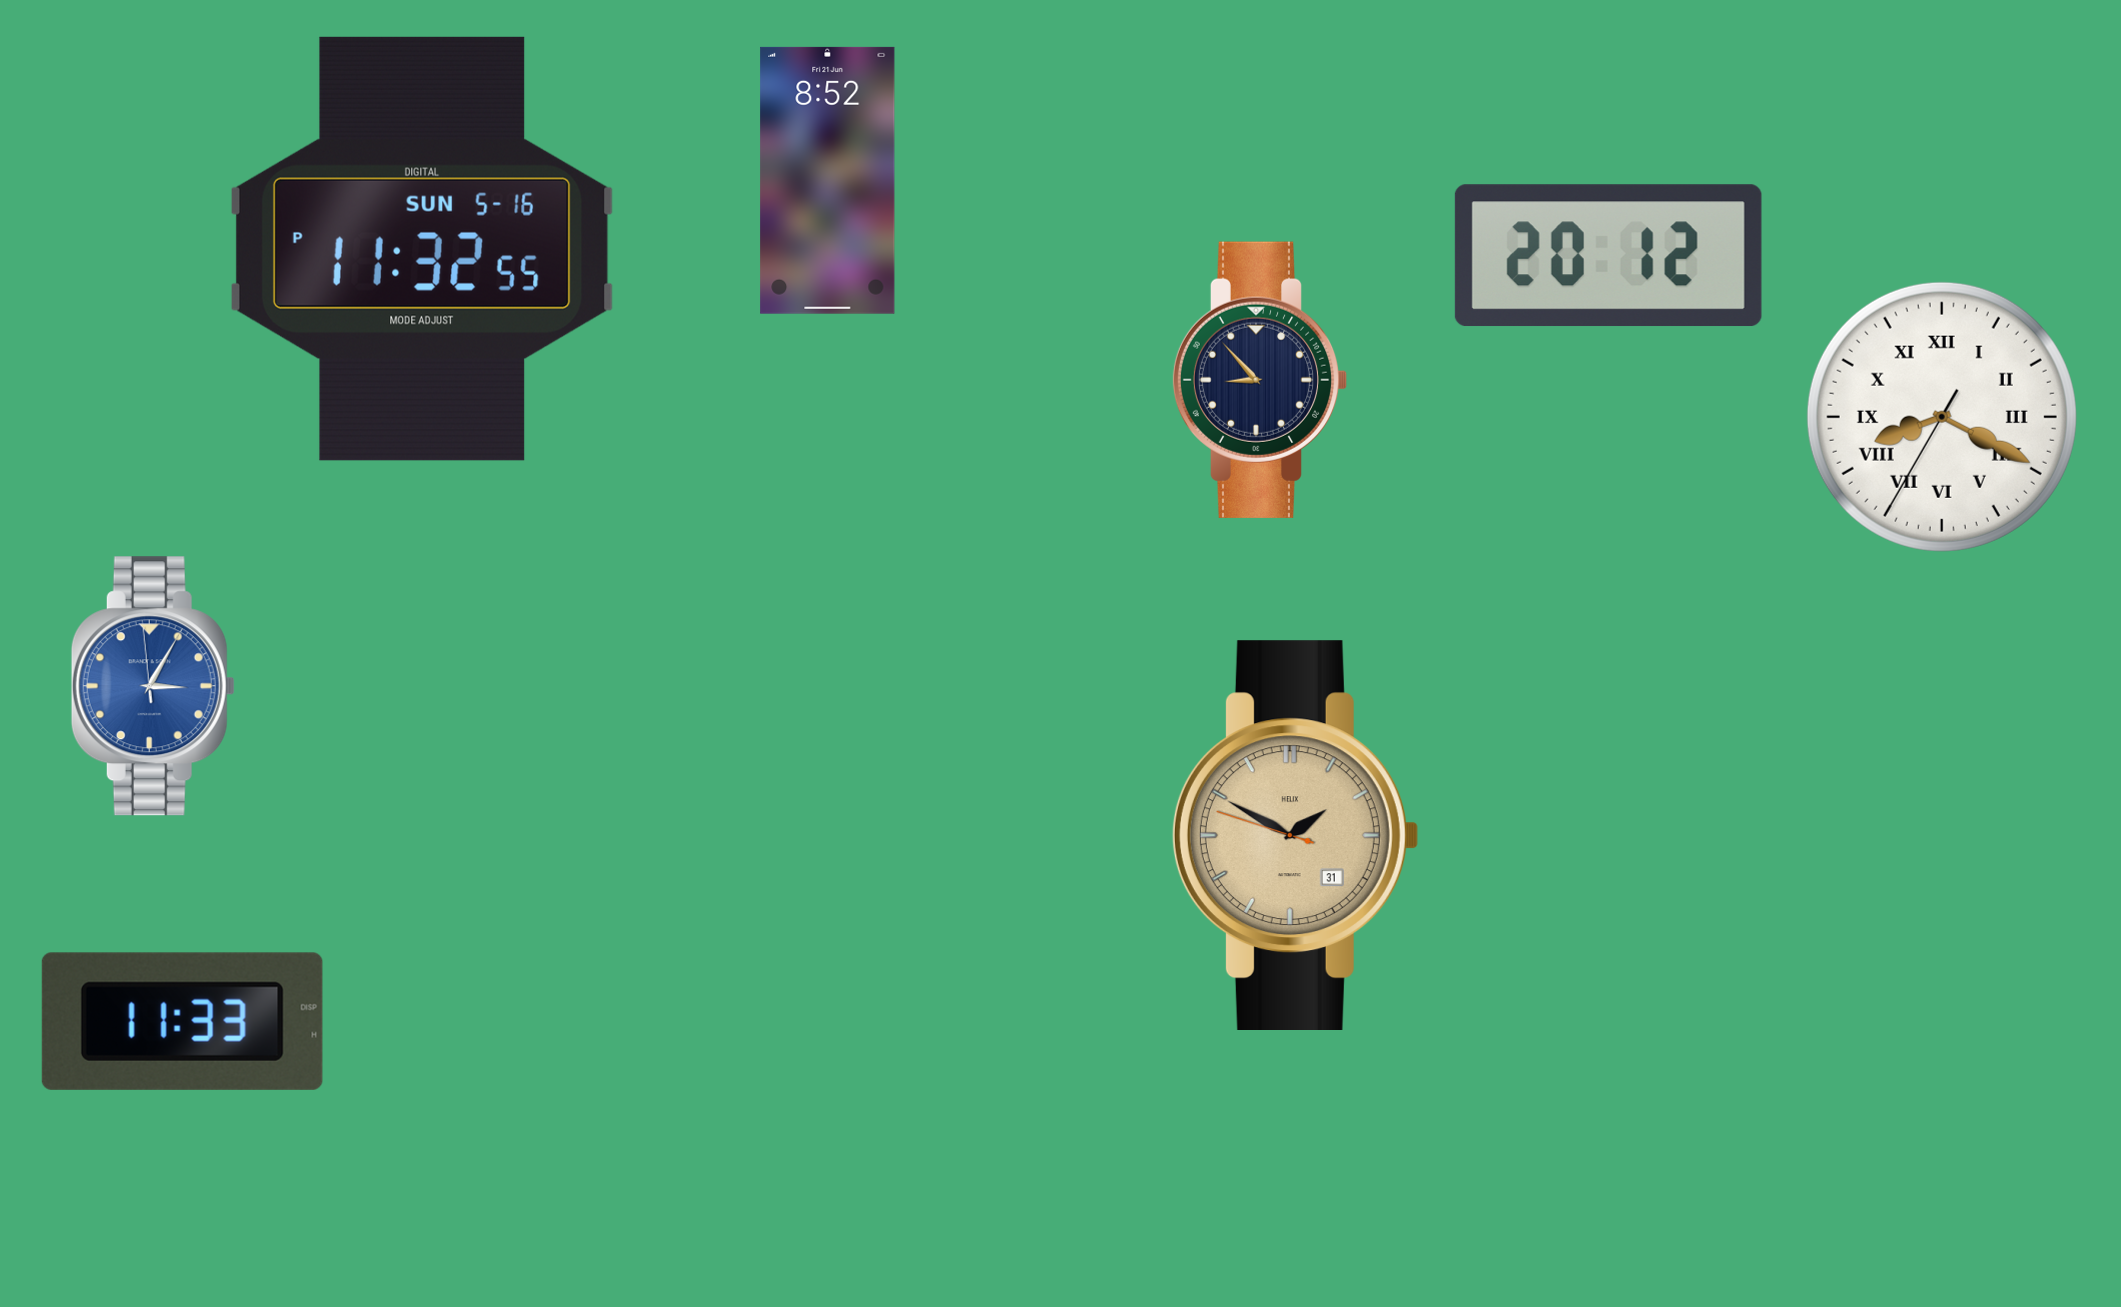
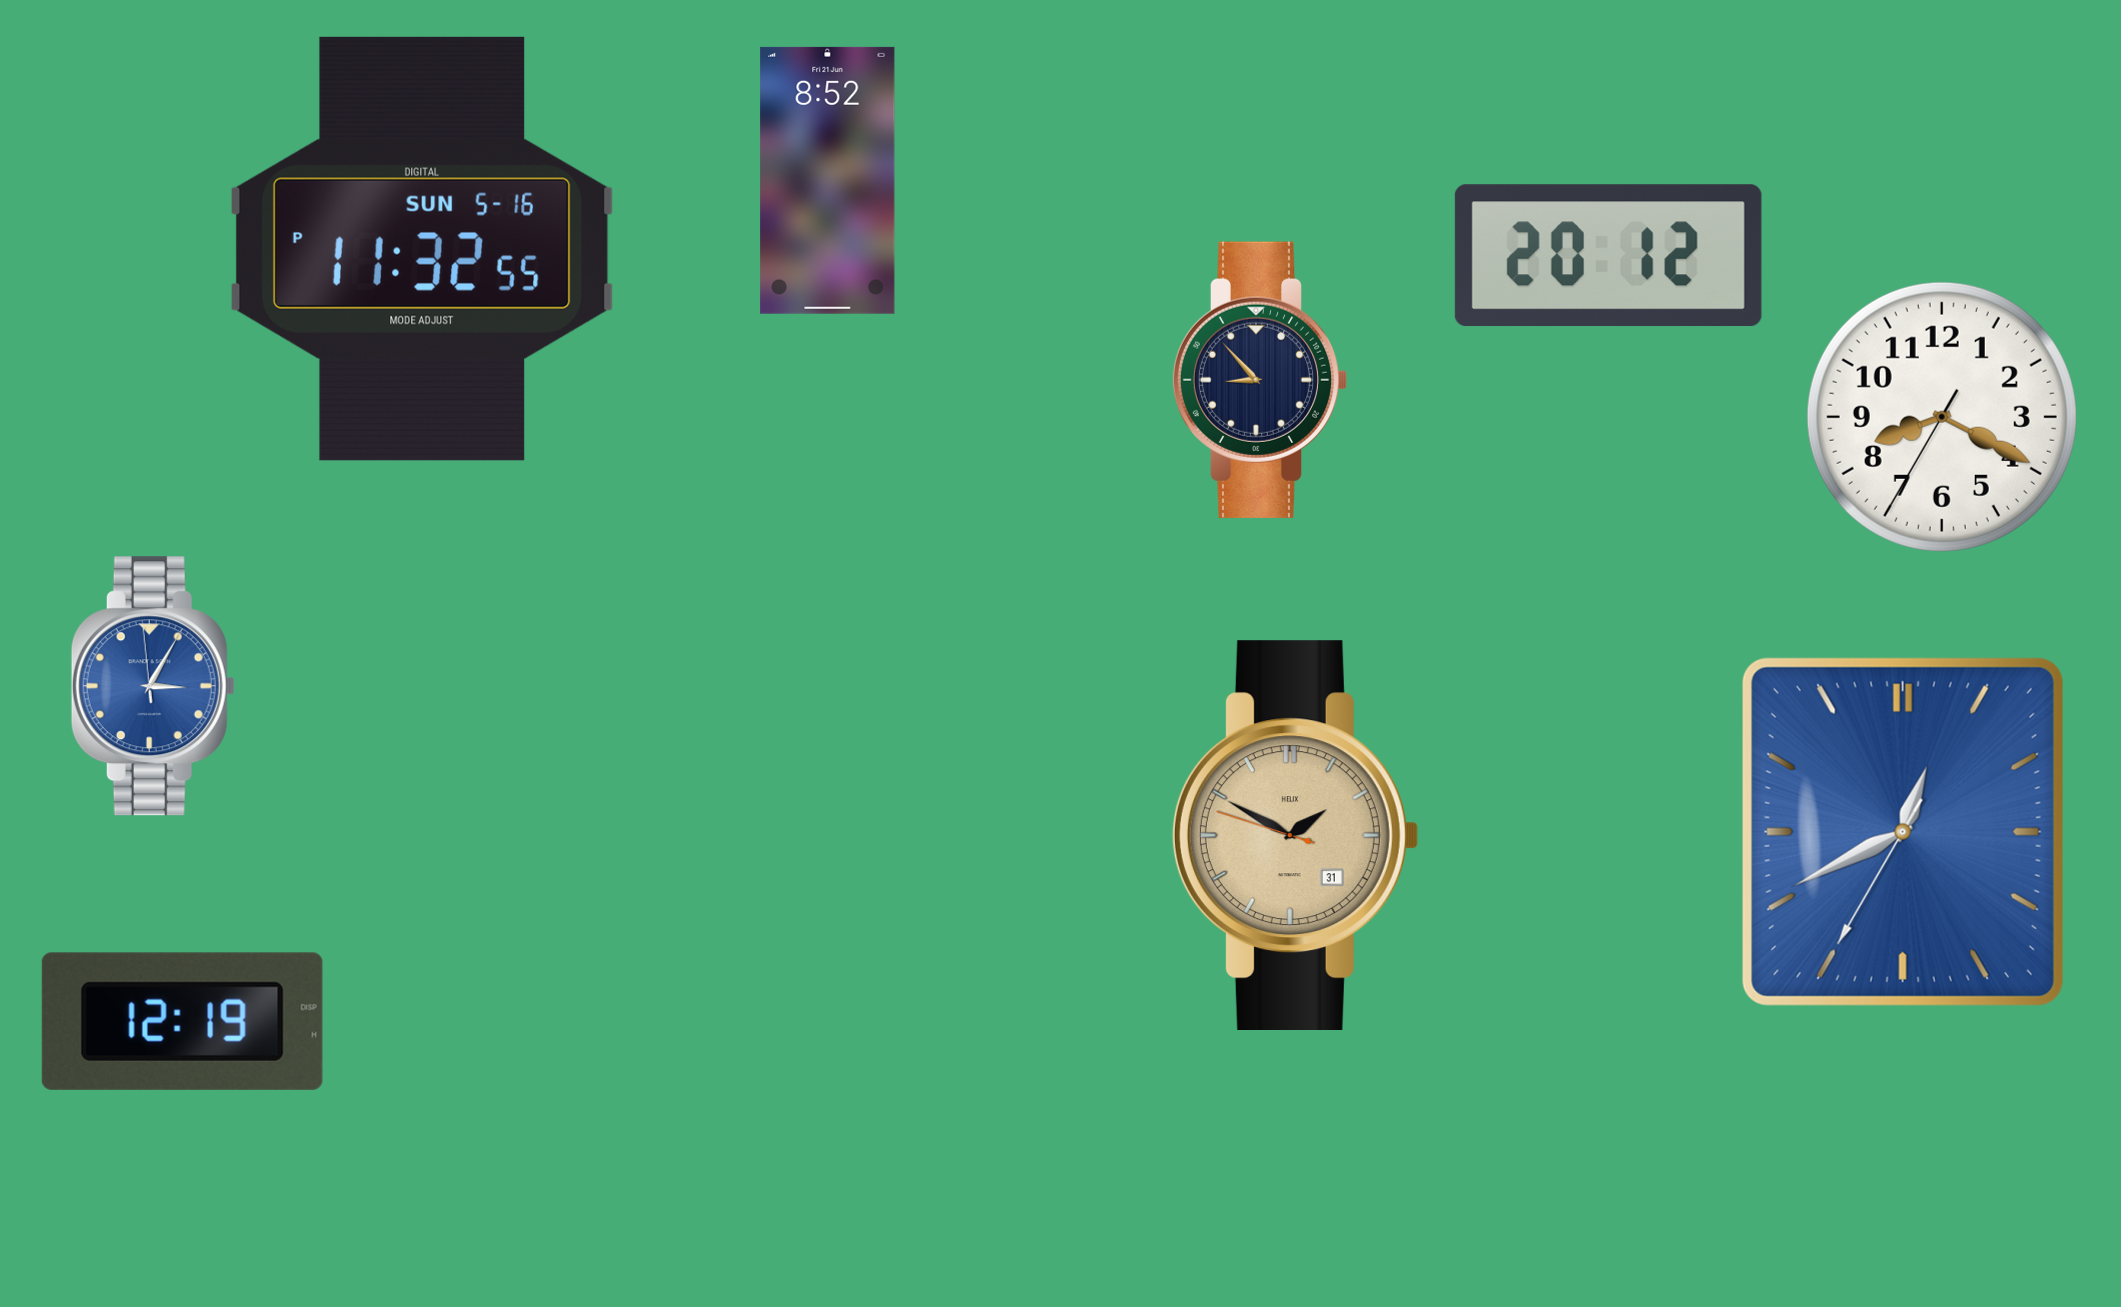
clock at (1942, 417) numerals: Roman -> Arabic
clock at (1903, 832): none -> 12:40
clock at (182, 1021): 11:33 -> 12:19
